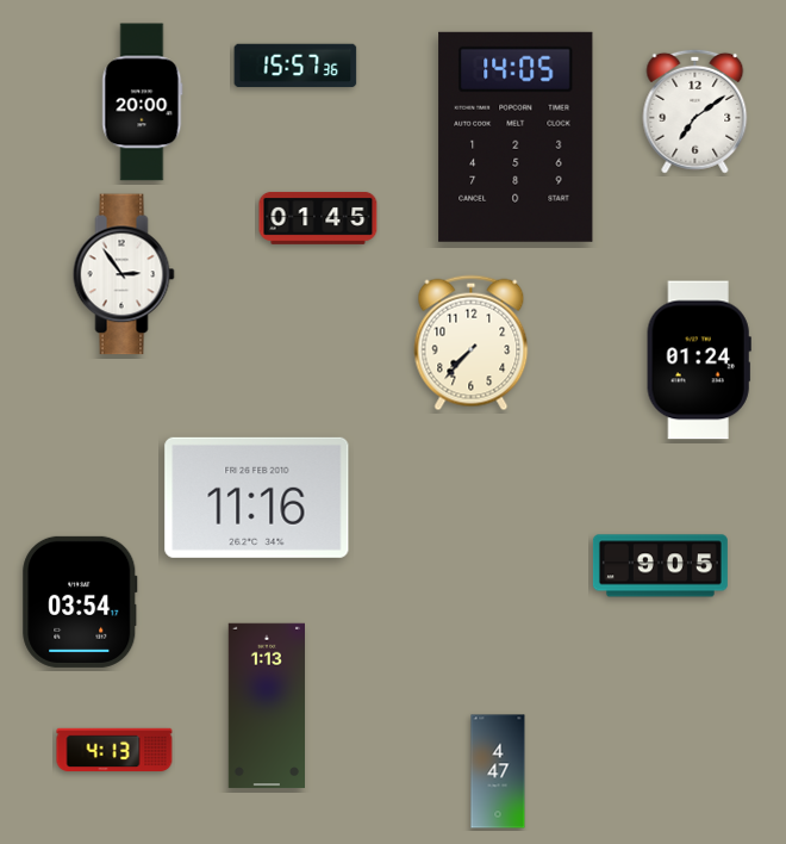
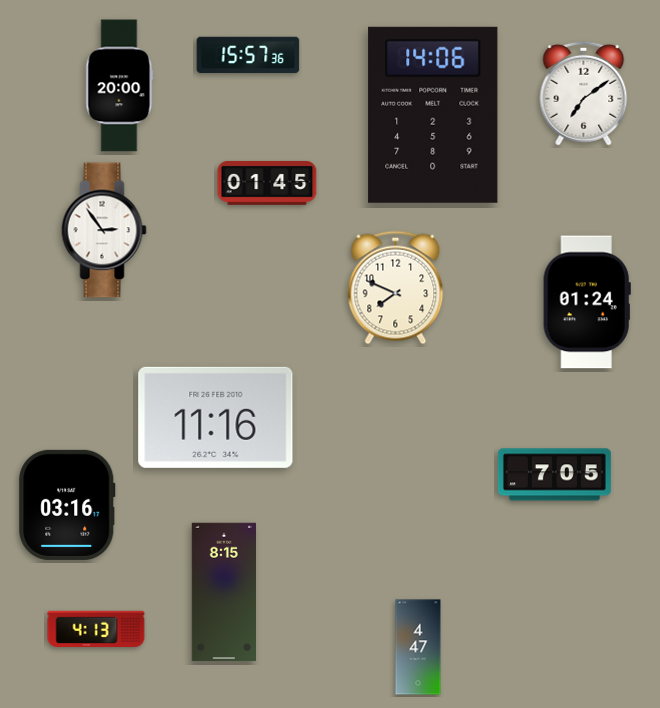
clock at (516, 137): 14:05 -> 14:06
clock at (472, 343): 7:37 -> 7:49
clock at (660, 566): 9:05 -> 7:05
clock at (80, 602): 03:54 -> 03:16
clock at (266, 706): 1:13 -> 8:15
